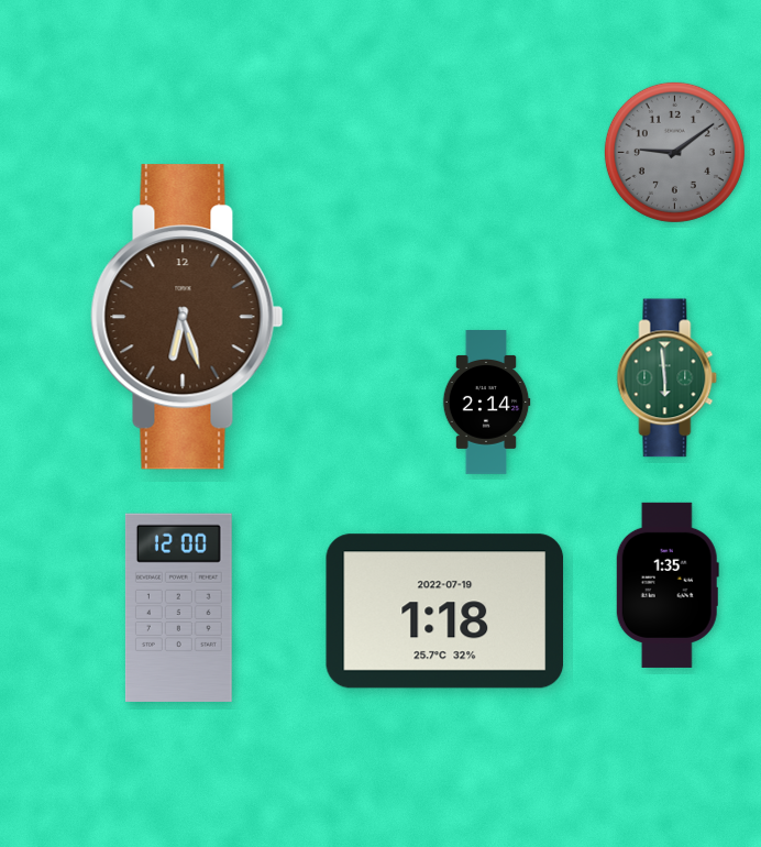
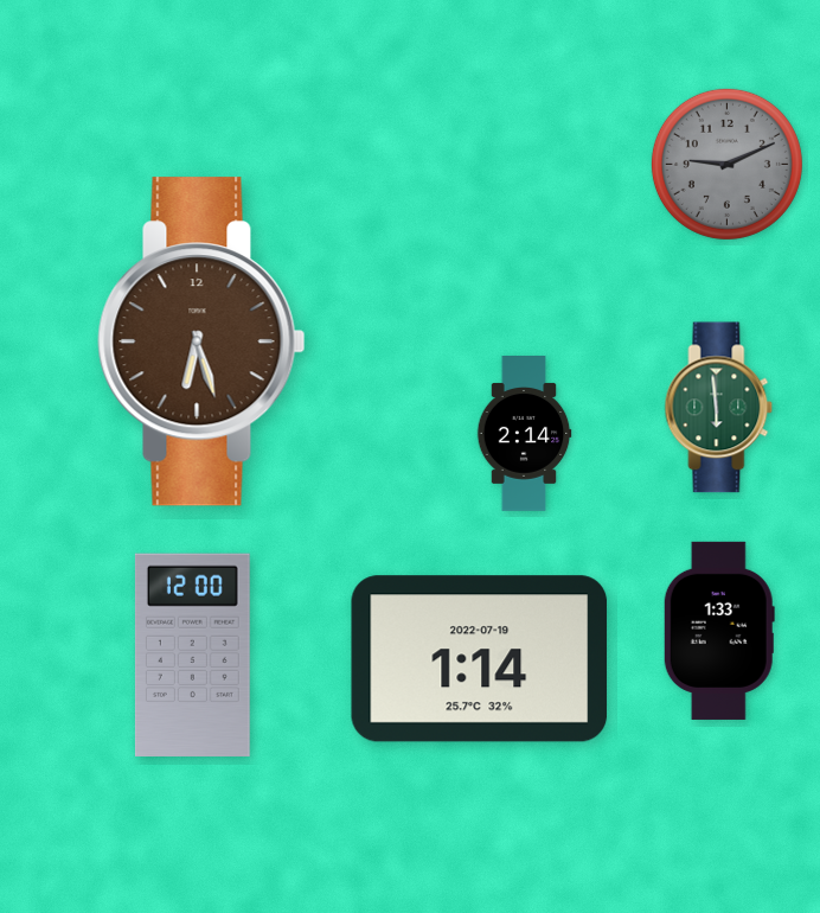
clock at (674, 152): 9:09 -> 9:11
clock at (668, 585): 1:35 -> 1:33
clock at (445, 612): 1:18 -> 1:14
